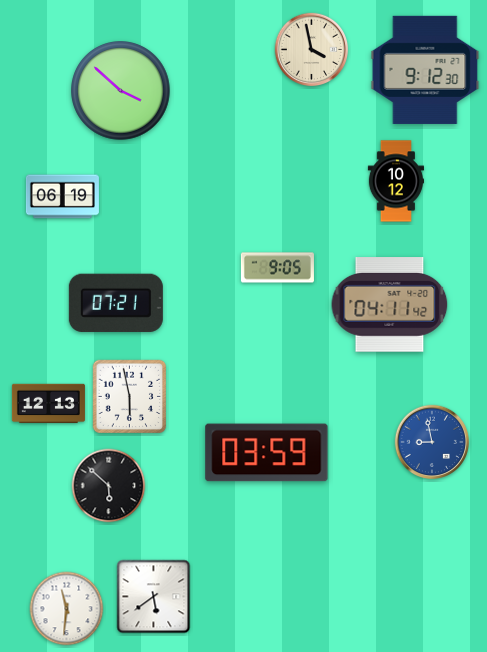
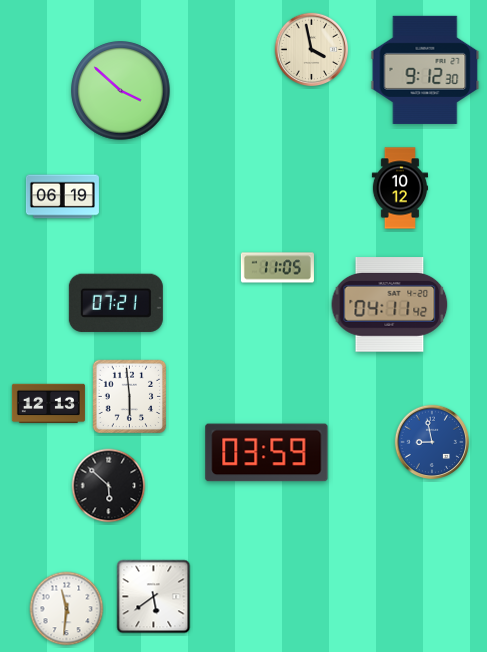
clock at (395, 181) position: (395, 181) -> (399, 188)
clock at (277, 268): 9:05 -> 11:05
clock at (130, 397): 5:58 -> 5:59
